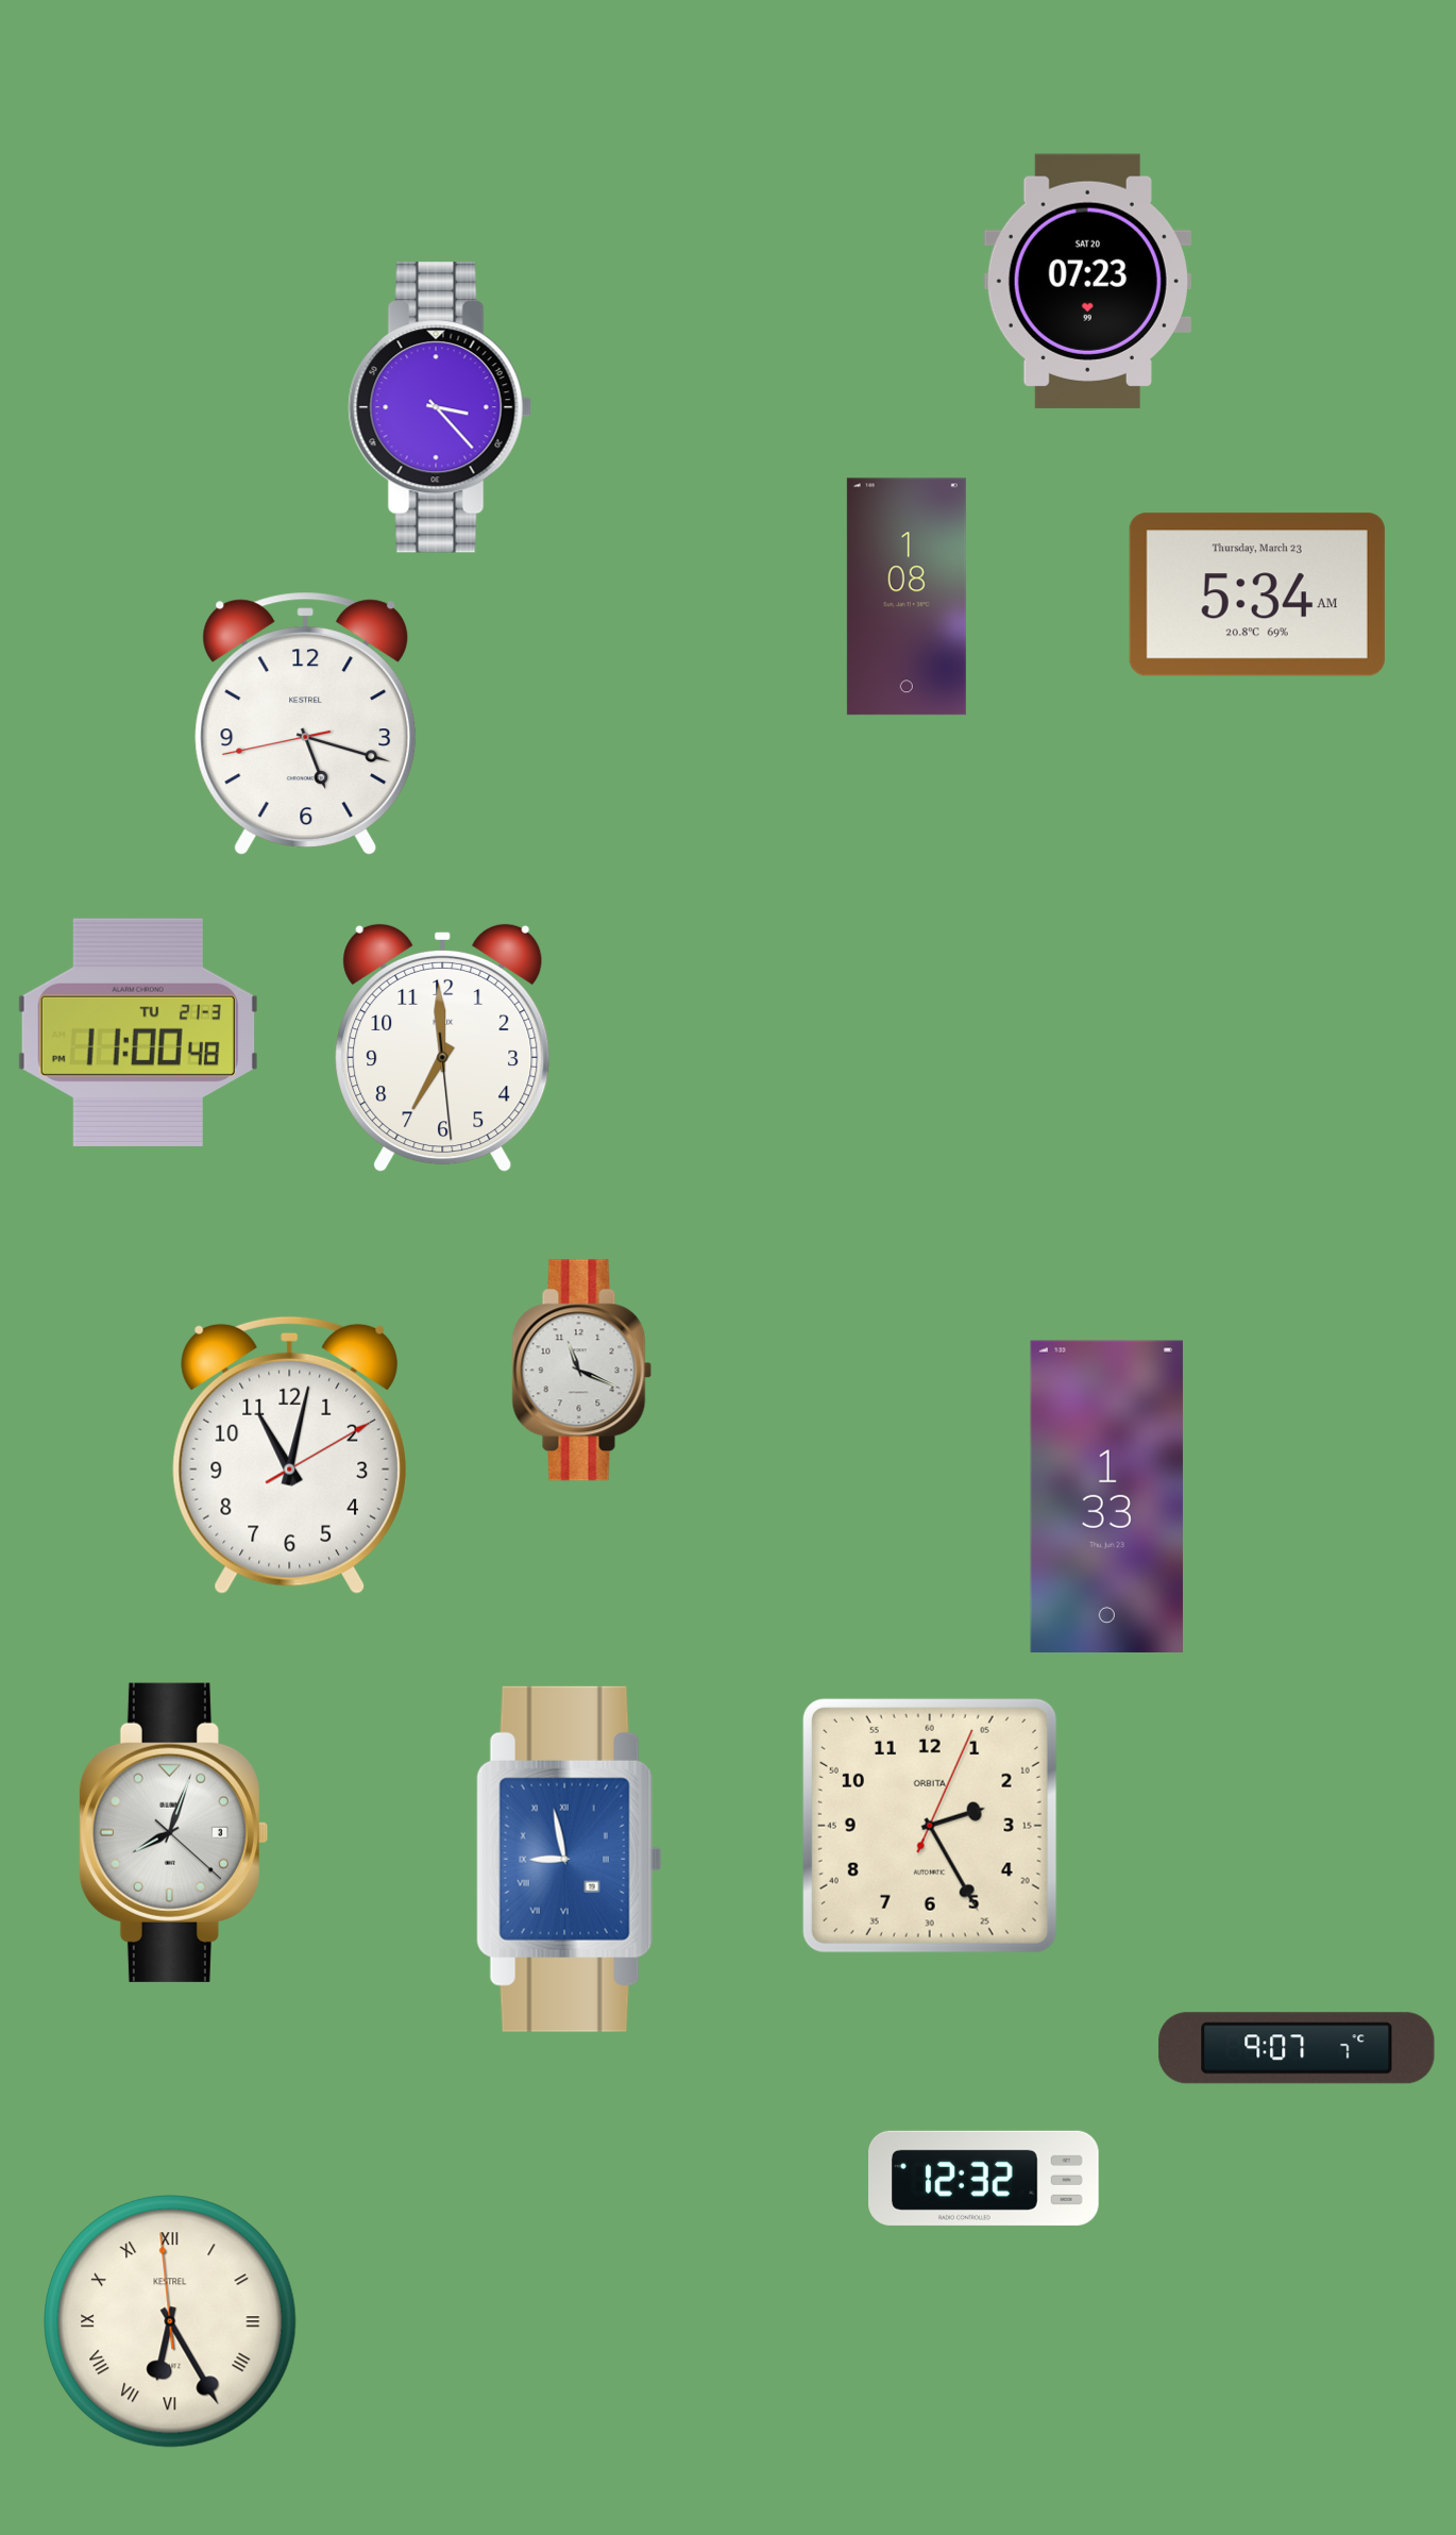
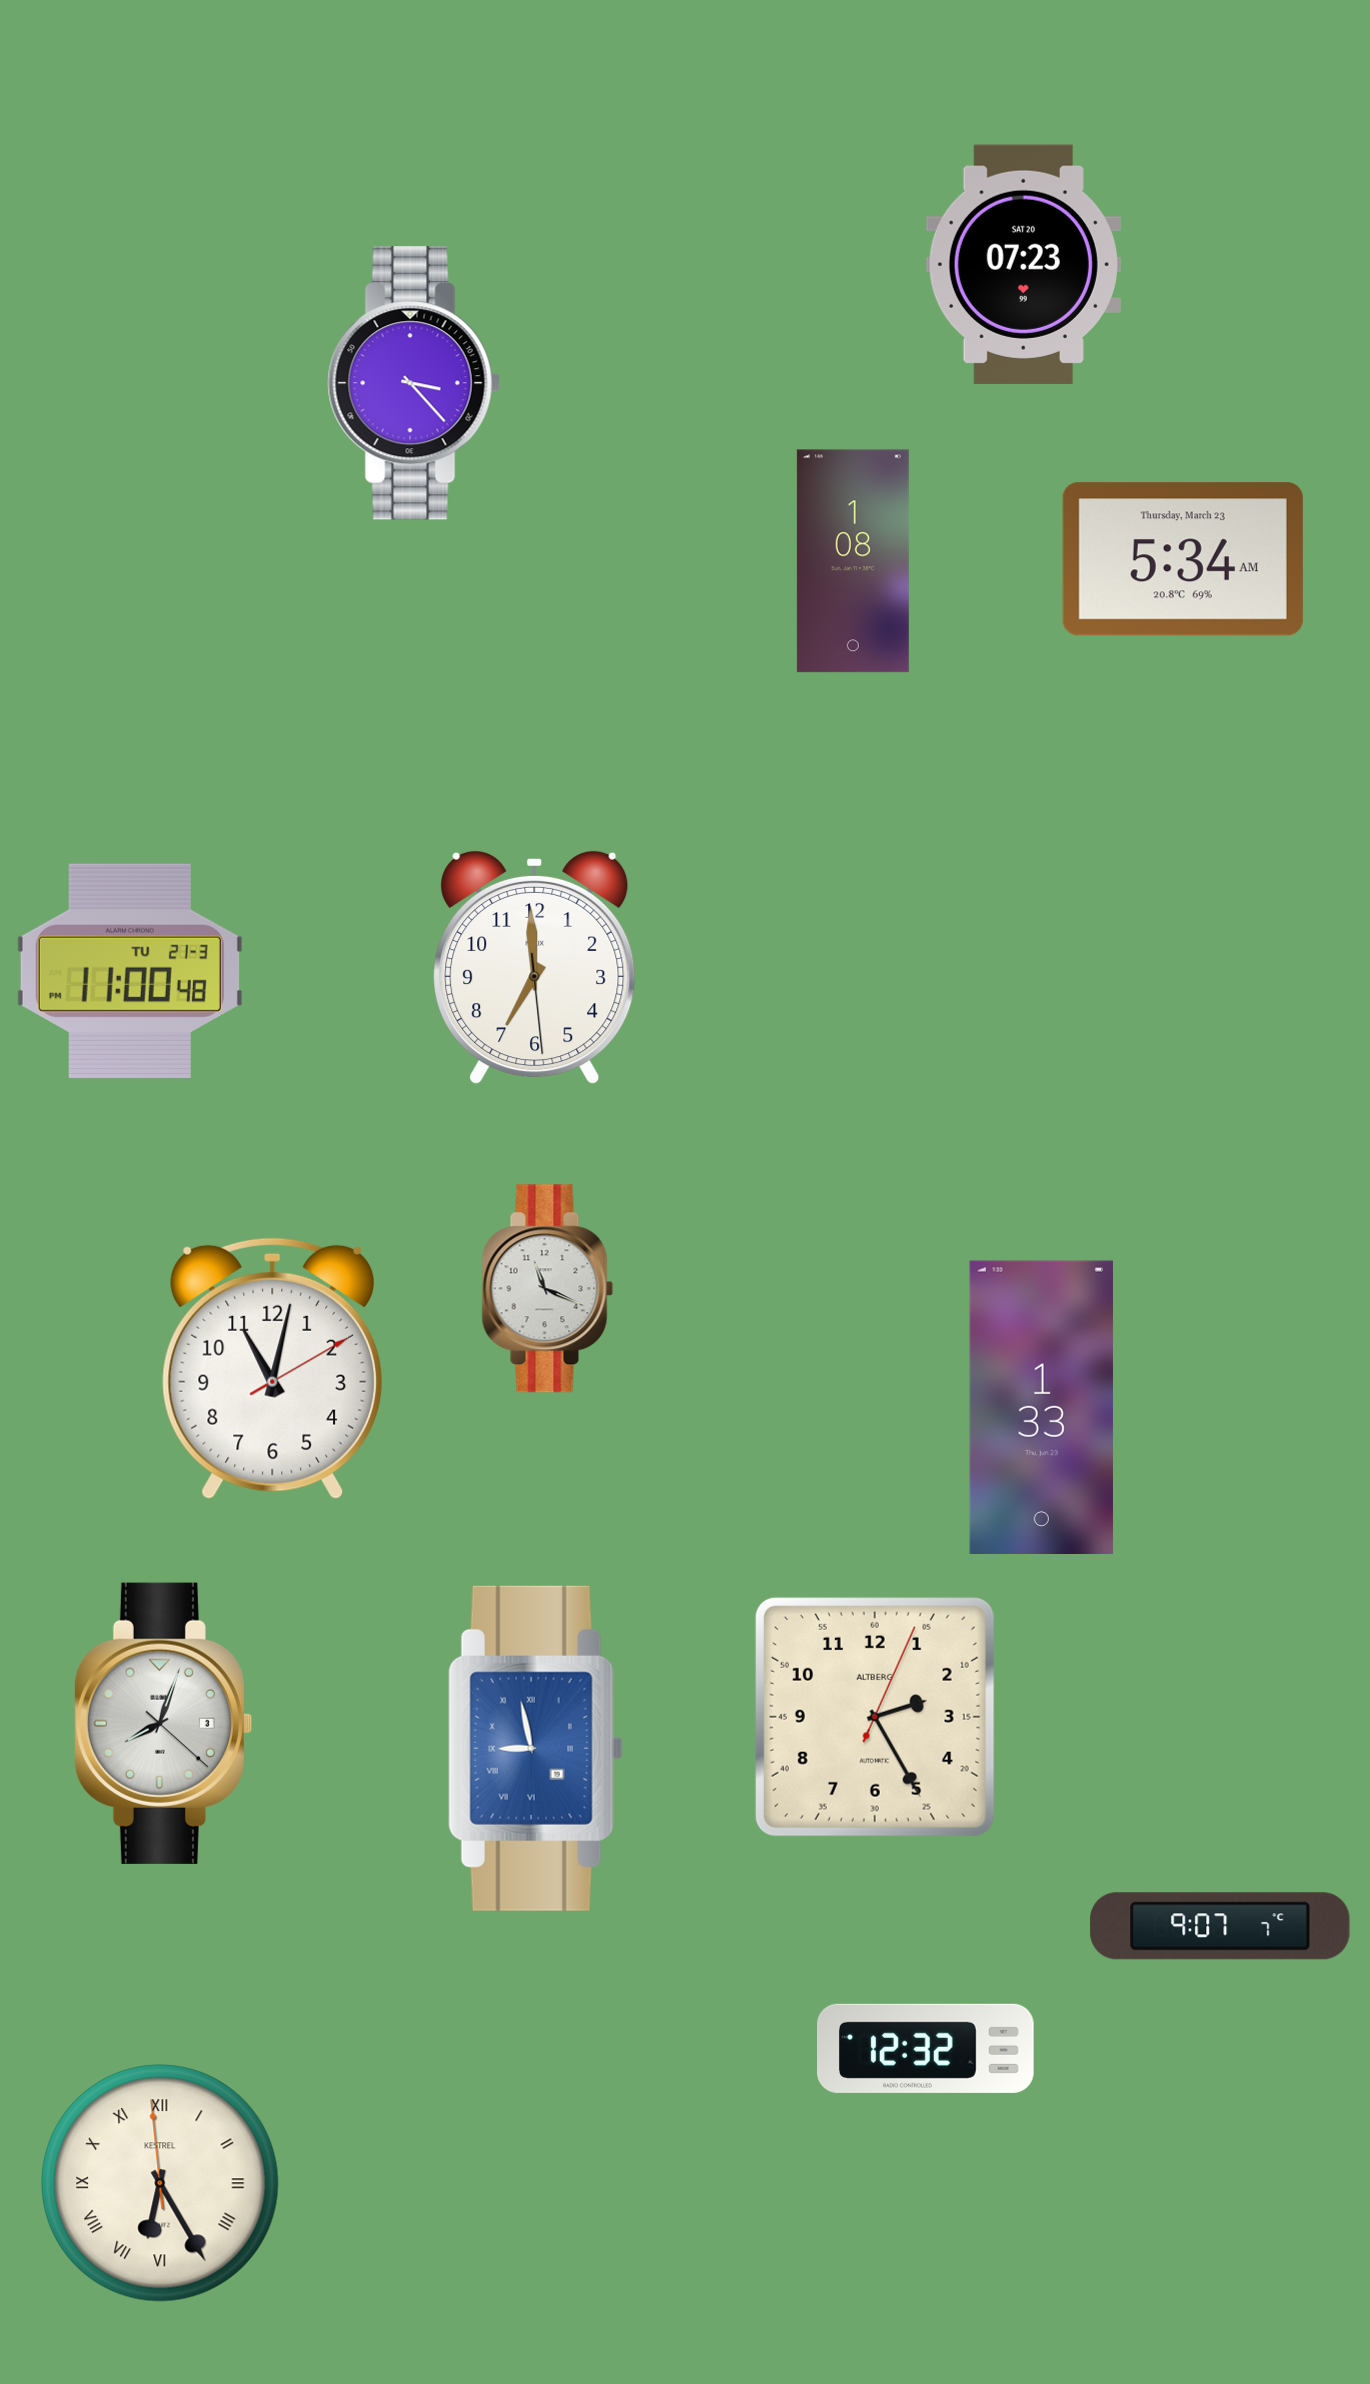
clock at (306, 723): 5:17 -> none
clock at (443, 1048) position: (443, 1048) -> (535, 968)
clock at (930, 1826) brand: ORBITA -> ALTBERG
